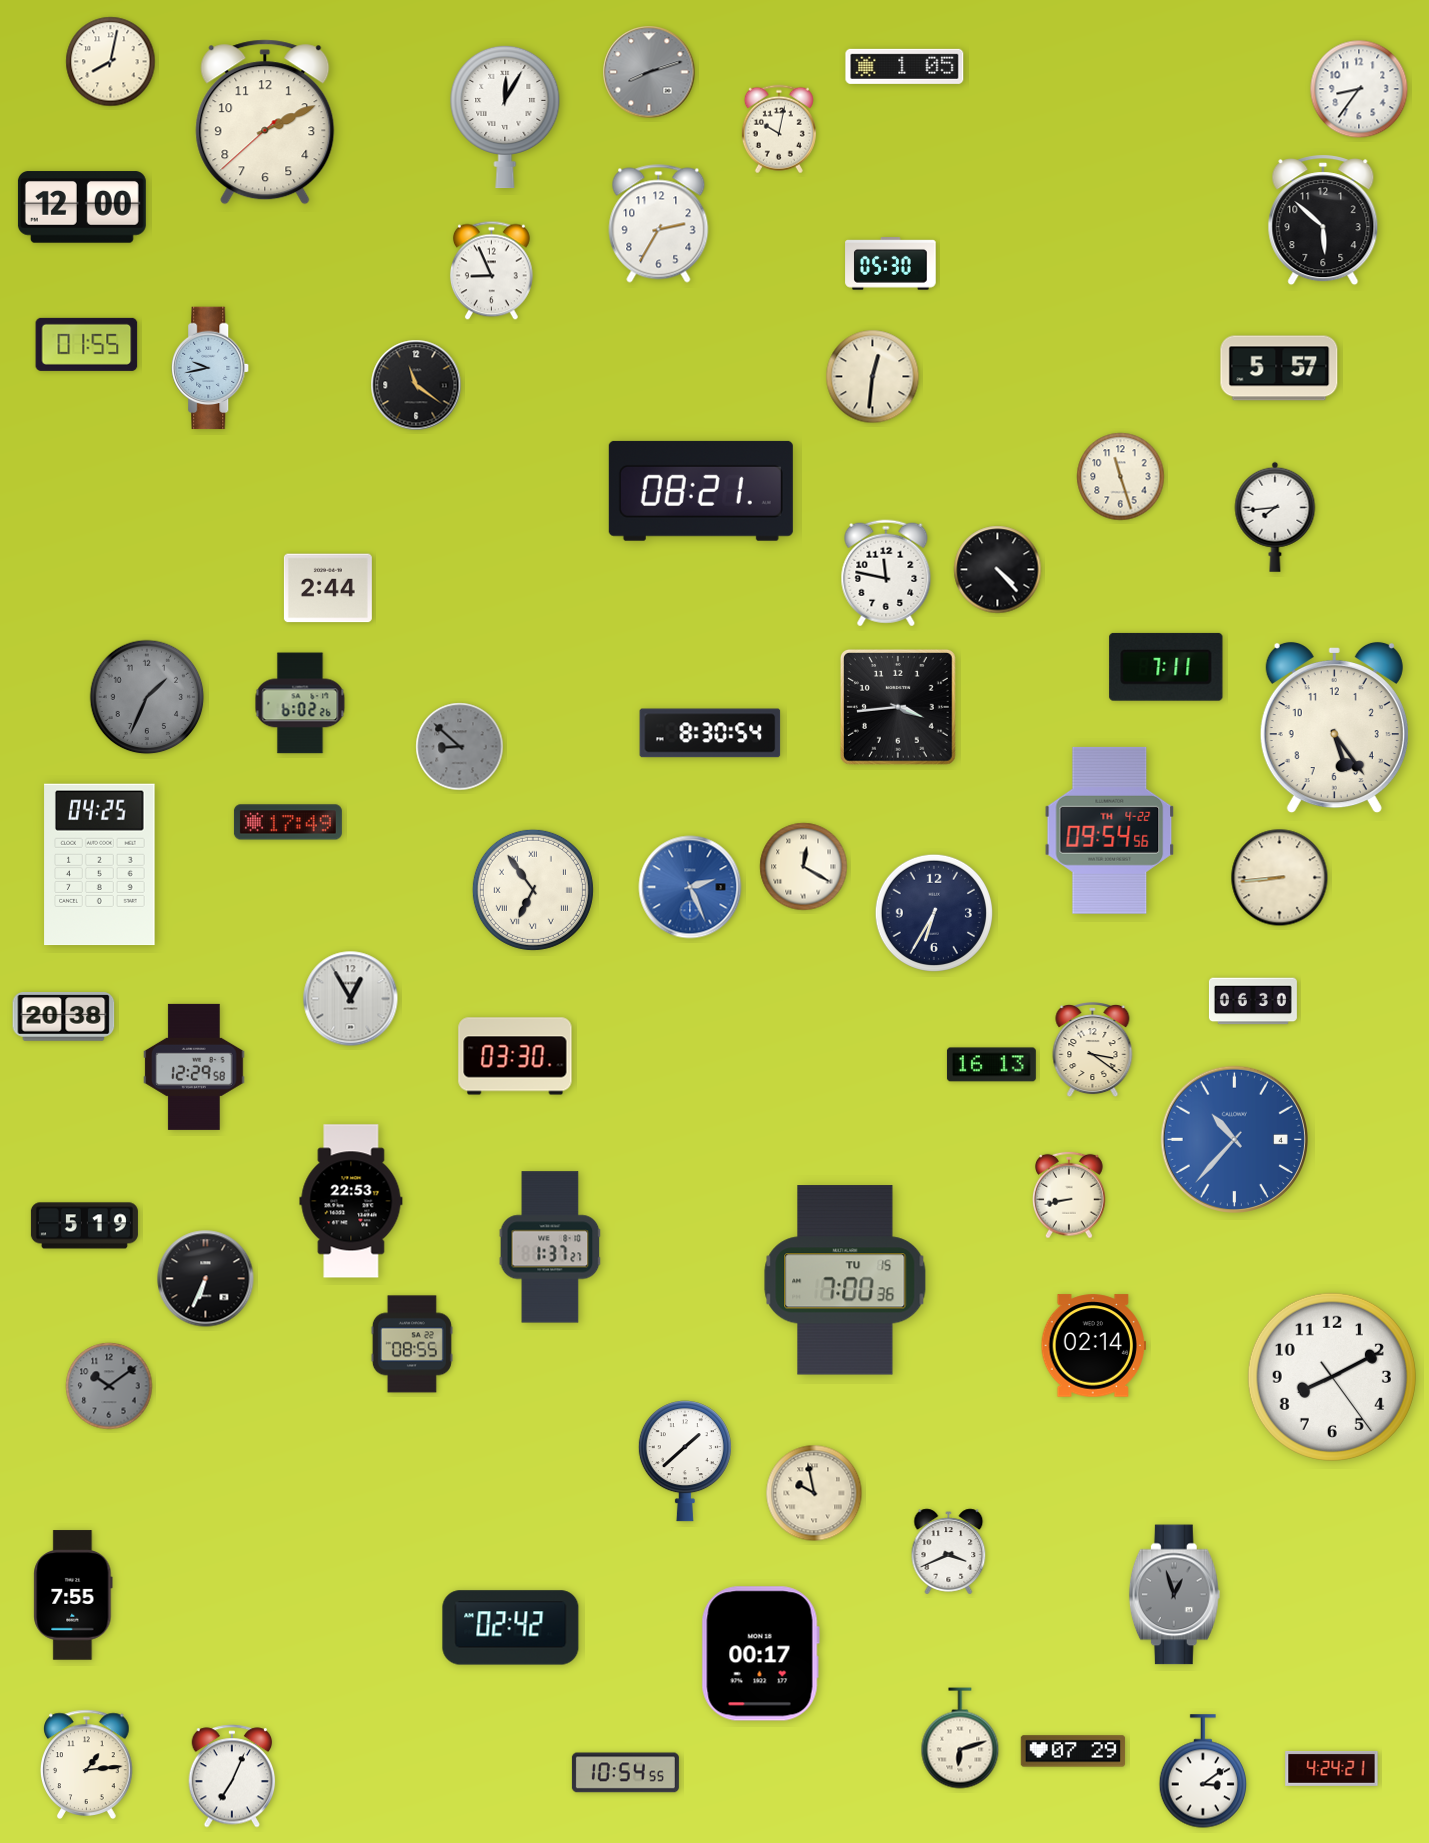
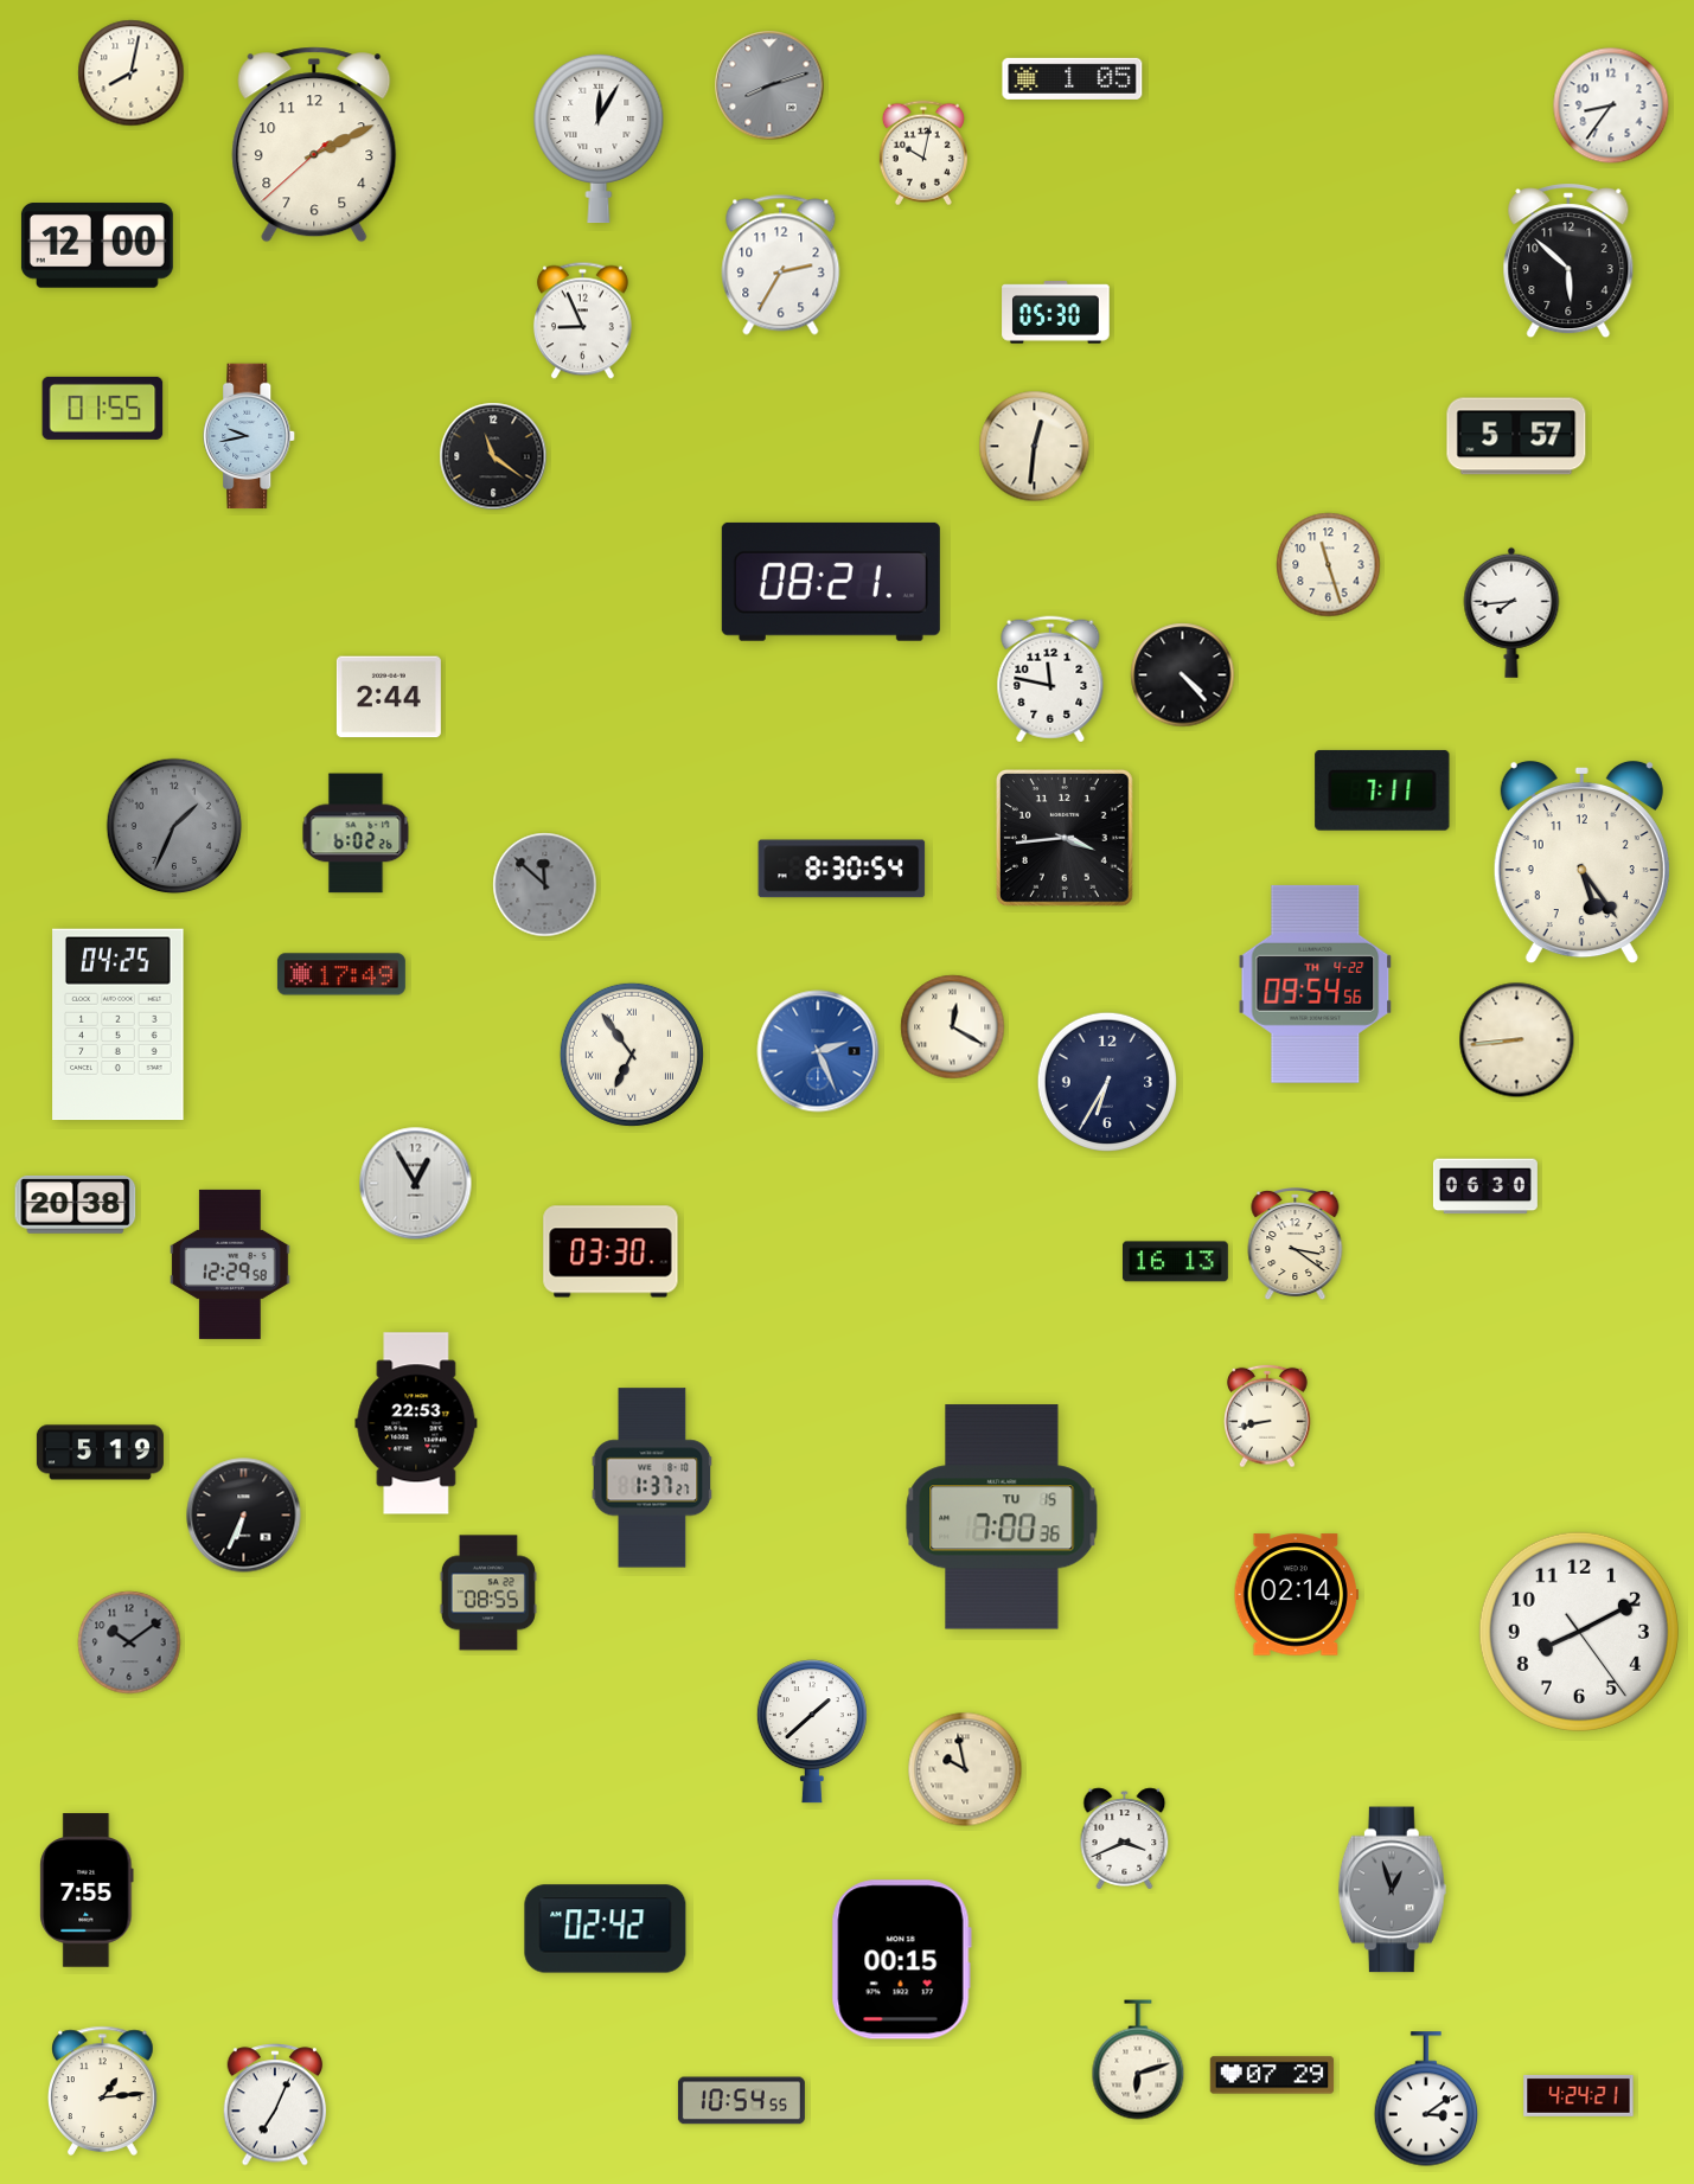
clock at (460, 747): 8:52 -> 11:52
clock at (1234, 1139): 10:37 -> none
clock at (760, 1654): 00:17 -> 00:15
